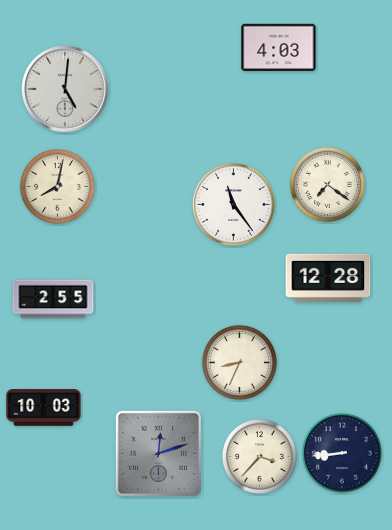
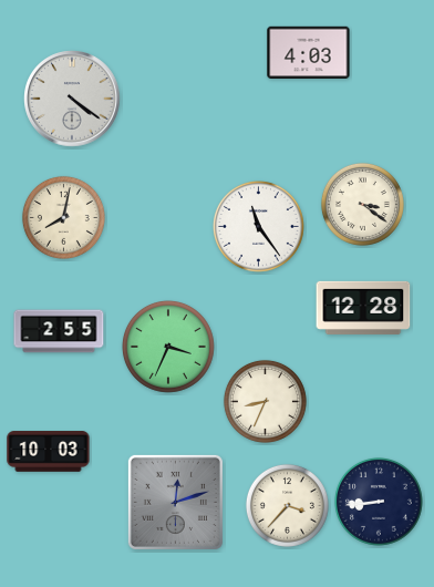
clock at (65, 89): 5:01 -> 4:21
clock at (327, 184): 7:21 -> 3:21
clock at (57, 186) position: (57, 186) -> (63, 217)
clock at (168, 347): none -> 3:34
